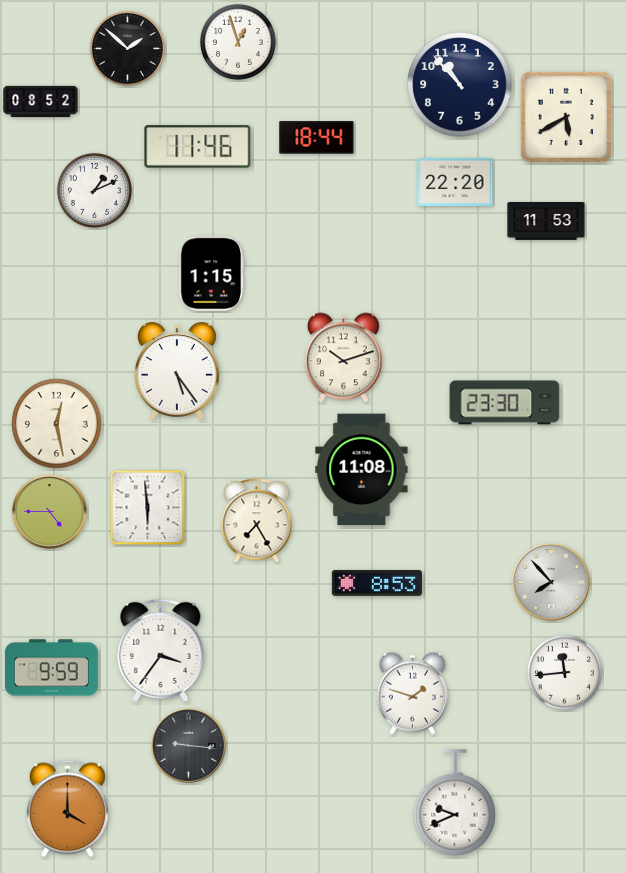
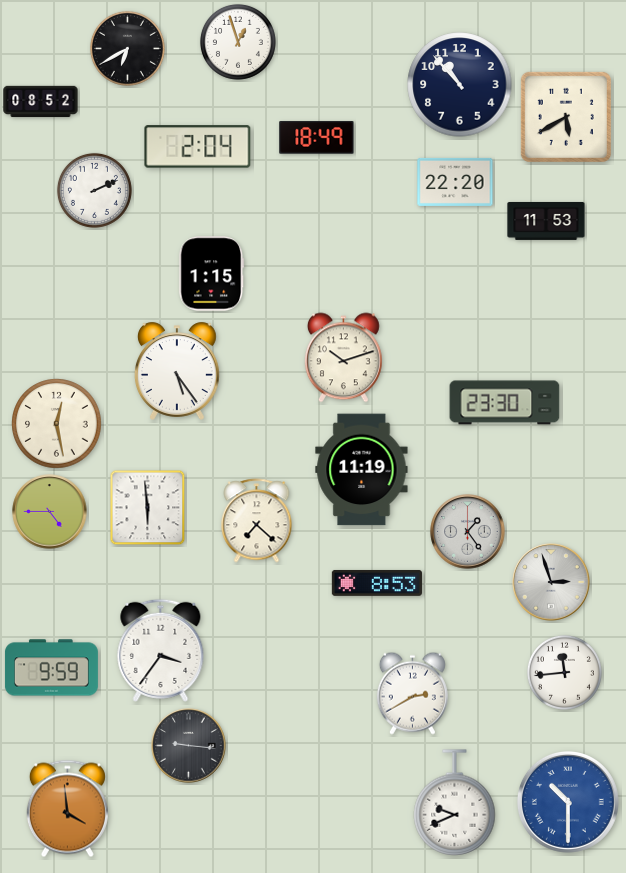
clock at (127, 48): 1:52 -> 6:40
clock at (317, 138): 18:44 -> 18:49
clock at (198, 147): 11:46 -> 2:04
clock at (94, 190): 1:11 -> 2:11
clock at (362, 470): 11:08 -> 11:19
clock at (257, 521): 7:25 -> 7:22
clock at (468, 532): none -> 1:24
clock at (551, 582): 7:53 -> 2:57
clock at (412, 693): 1:48 -> 2:40
clock at (568, 802): none -> 10:30
clock at (67, 809): 4:00 -> 3:59
